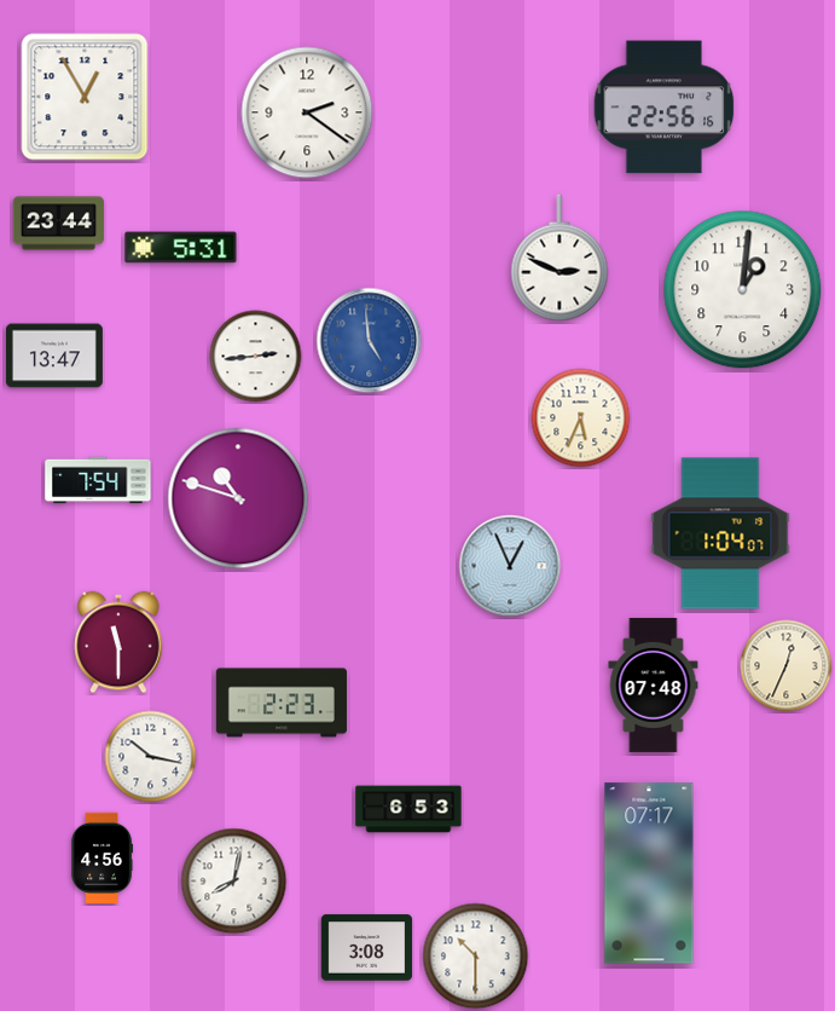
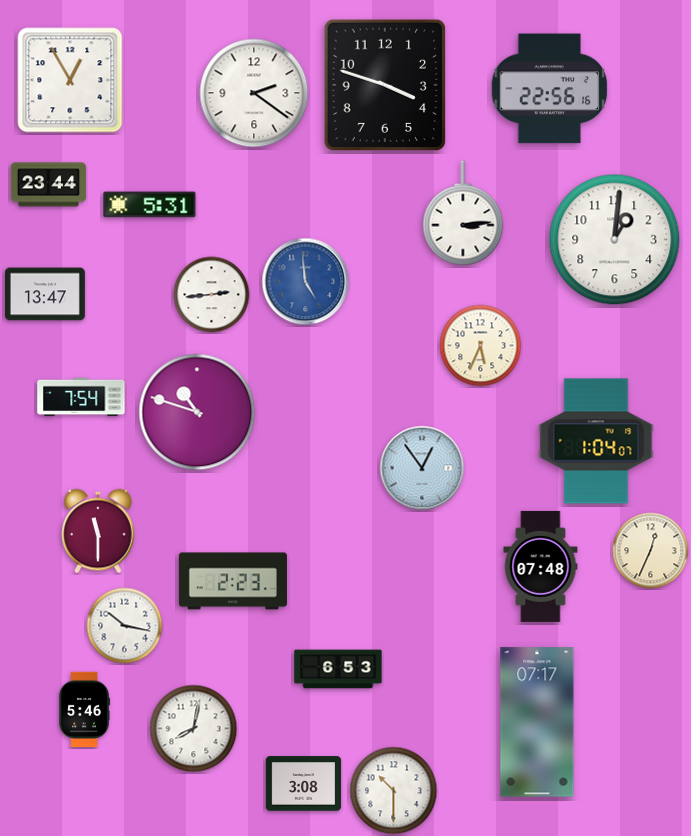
clock at (384, 84): none -> 3:48
clock at (559, 258): 2:49 -> 3:14
clock at (510, 566): 12:56 -> 12:54
clock at (102, 859): 4:56 -> 5:46
